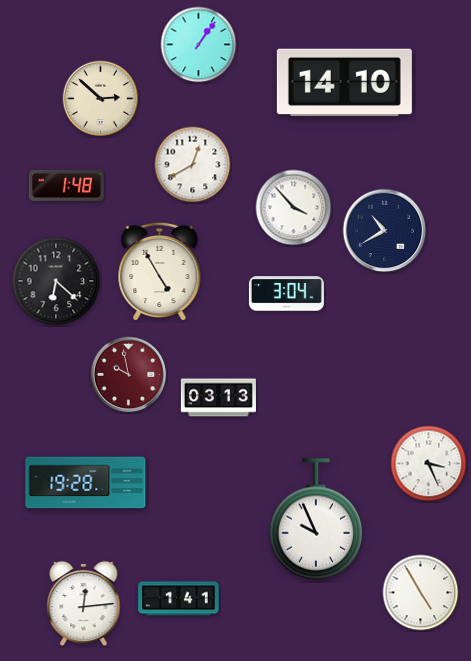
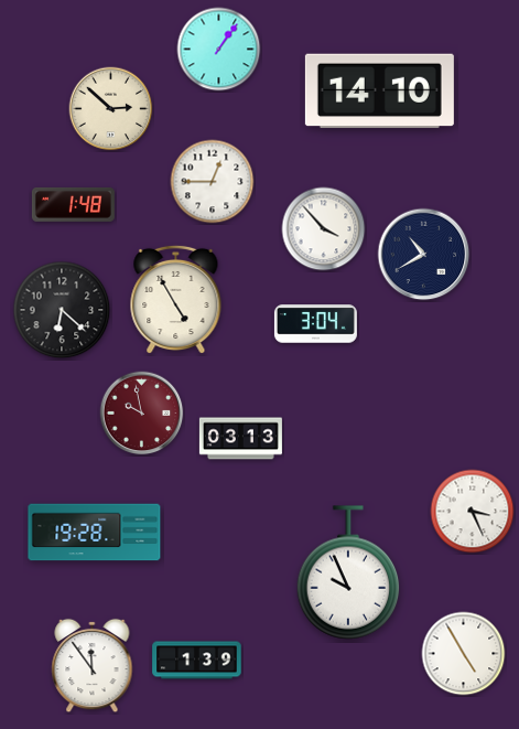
clock at (193, 165): 12:40 -> 12:45
clock at (179, 599): 1:41 -> 1:39
clock at (84, 604): 12:14 -> 11:54
